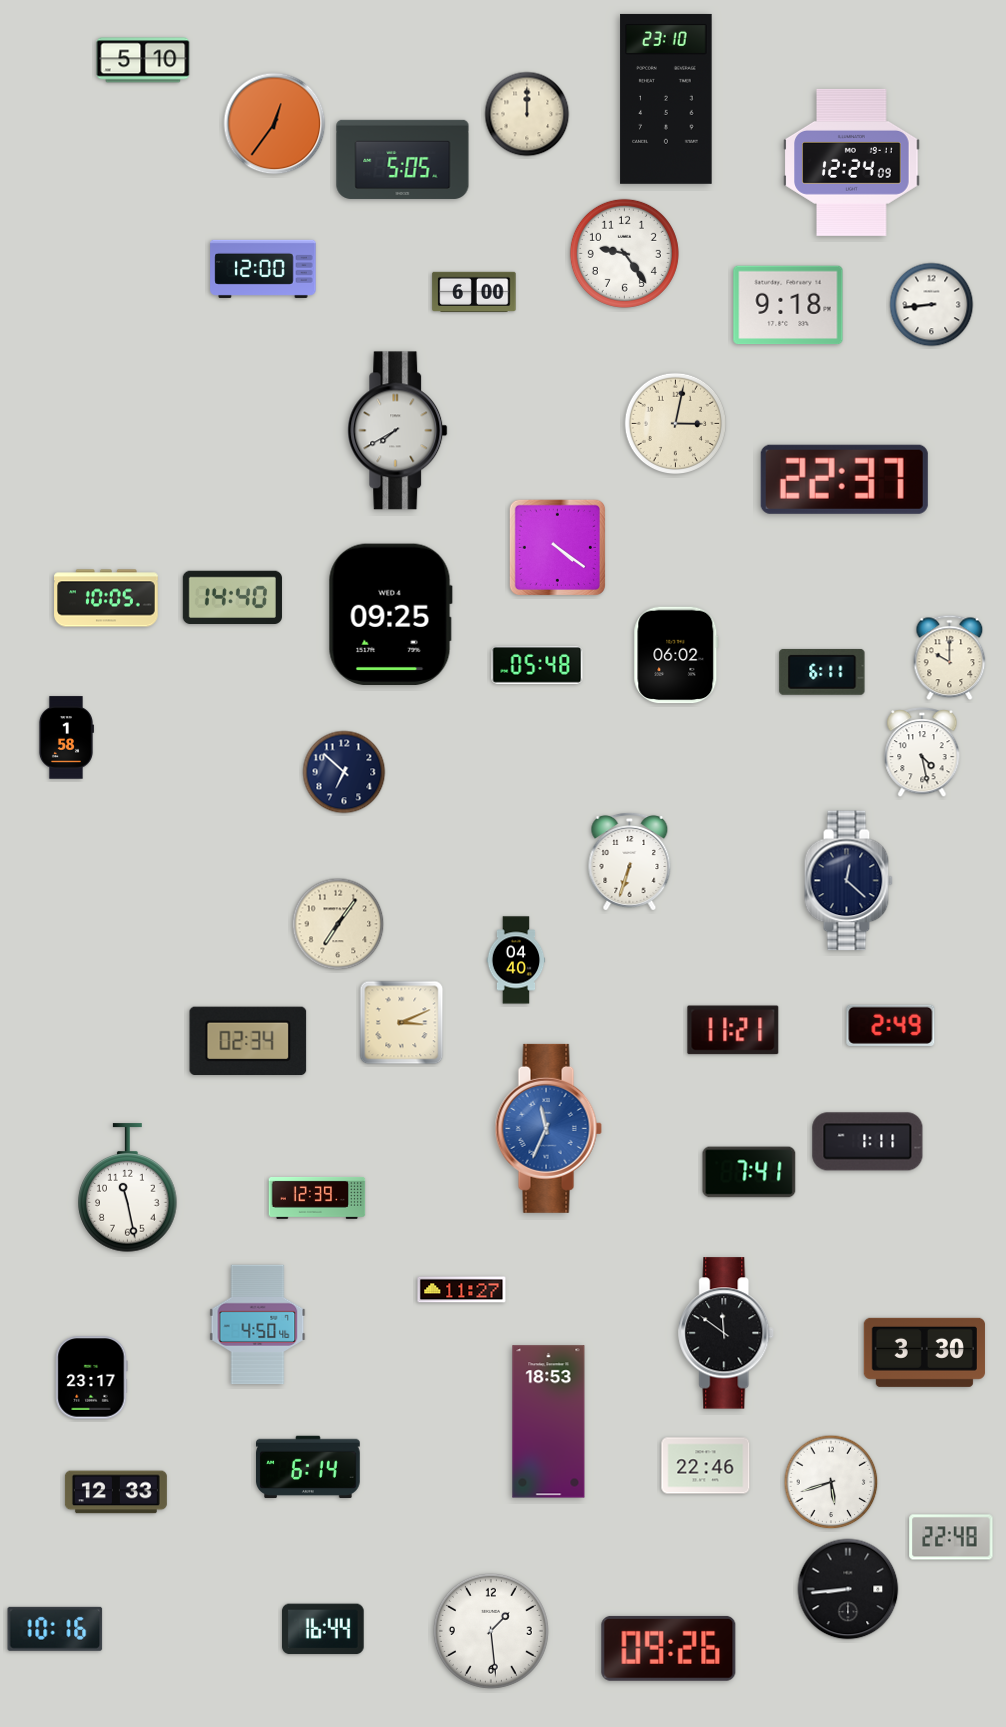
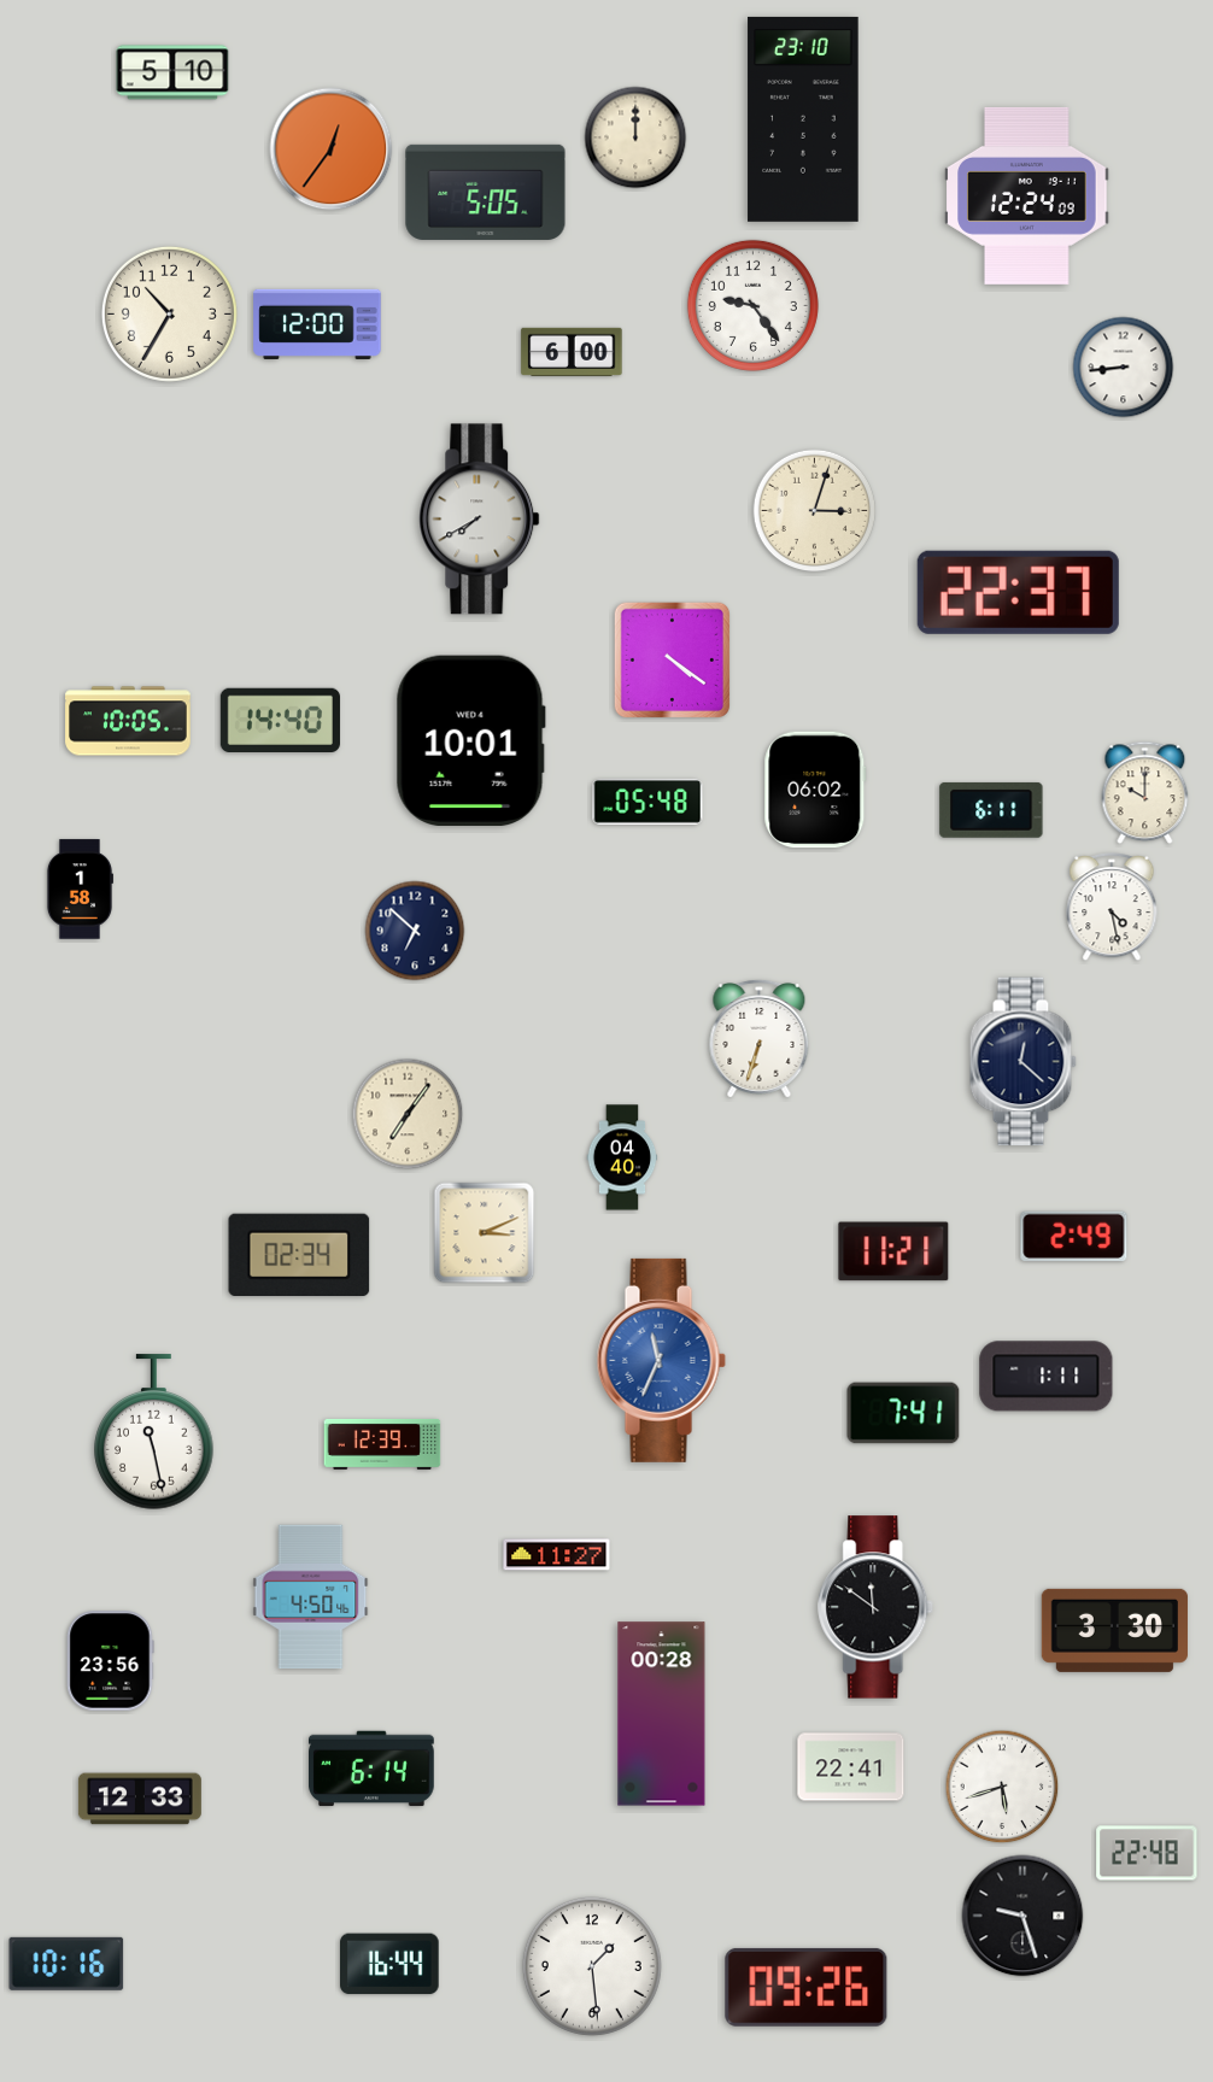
clock at (169, 313): none -> 10:35
clock at (788, 305): 9:18 -> none
clock at (676, 424): 3:02 -> 3:03
clock at (844, 479) position: (844, 479) -> (1018, 592)
clock at (390, 614): 09:25 -> 10:01
clock at (733, 1030) position: (733, 1030) -> (893, 1251)
clock at (92, 1378): 23:17 -> 23:56
clock at (549, 1422): 18:53 -> 00:28
clock at (706, 1466): 22:46 -> 22:41
clock at (848, 1589): 8:44 -> 9:27
